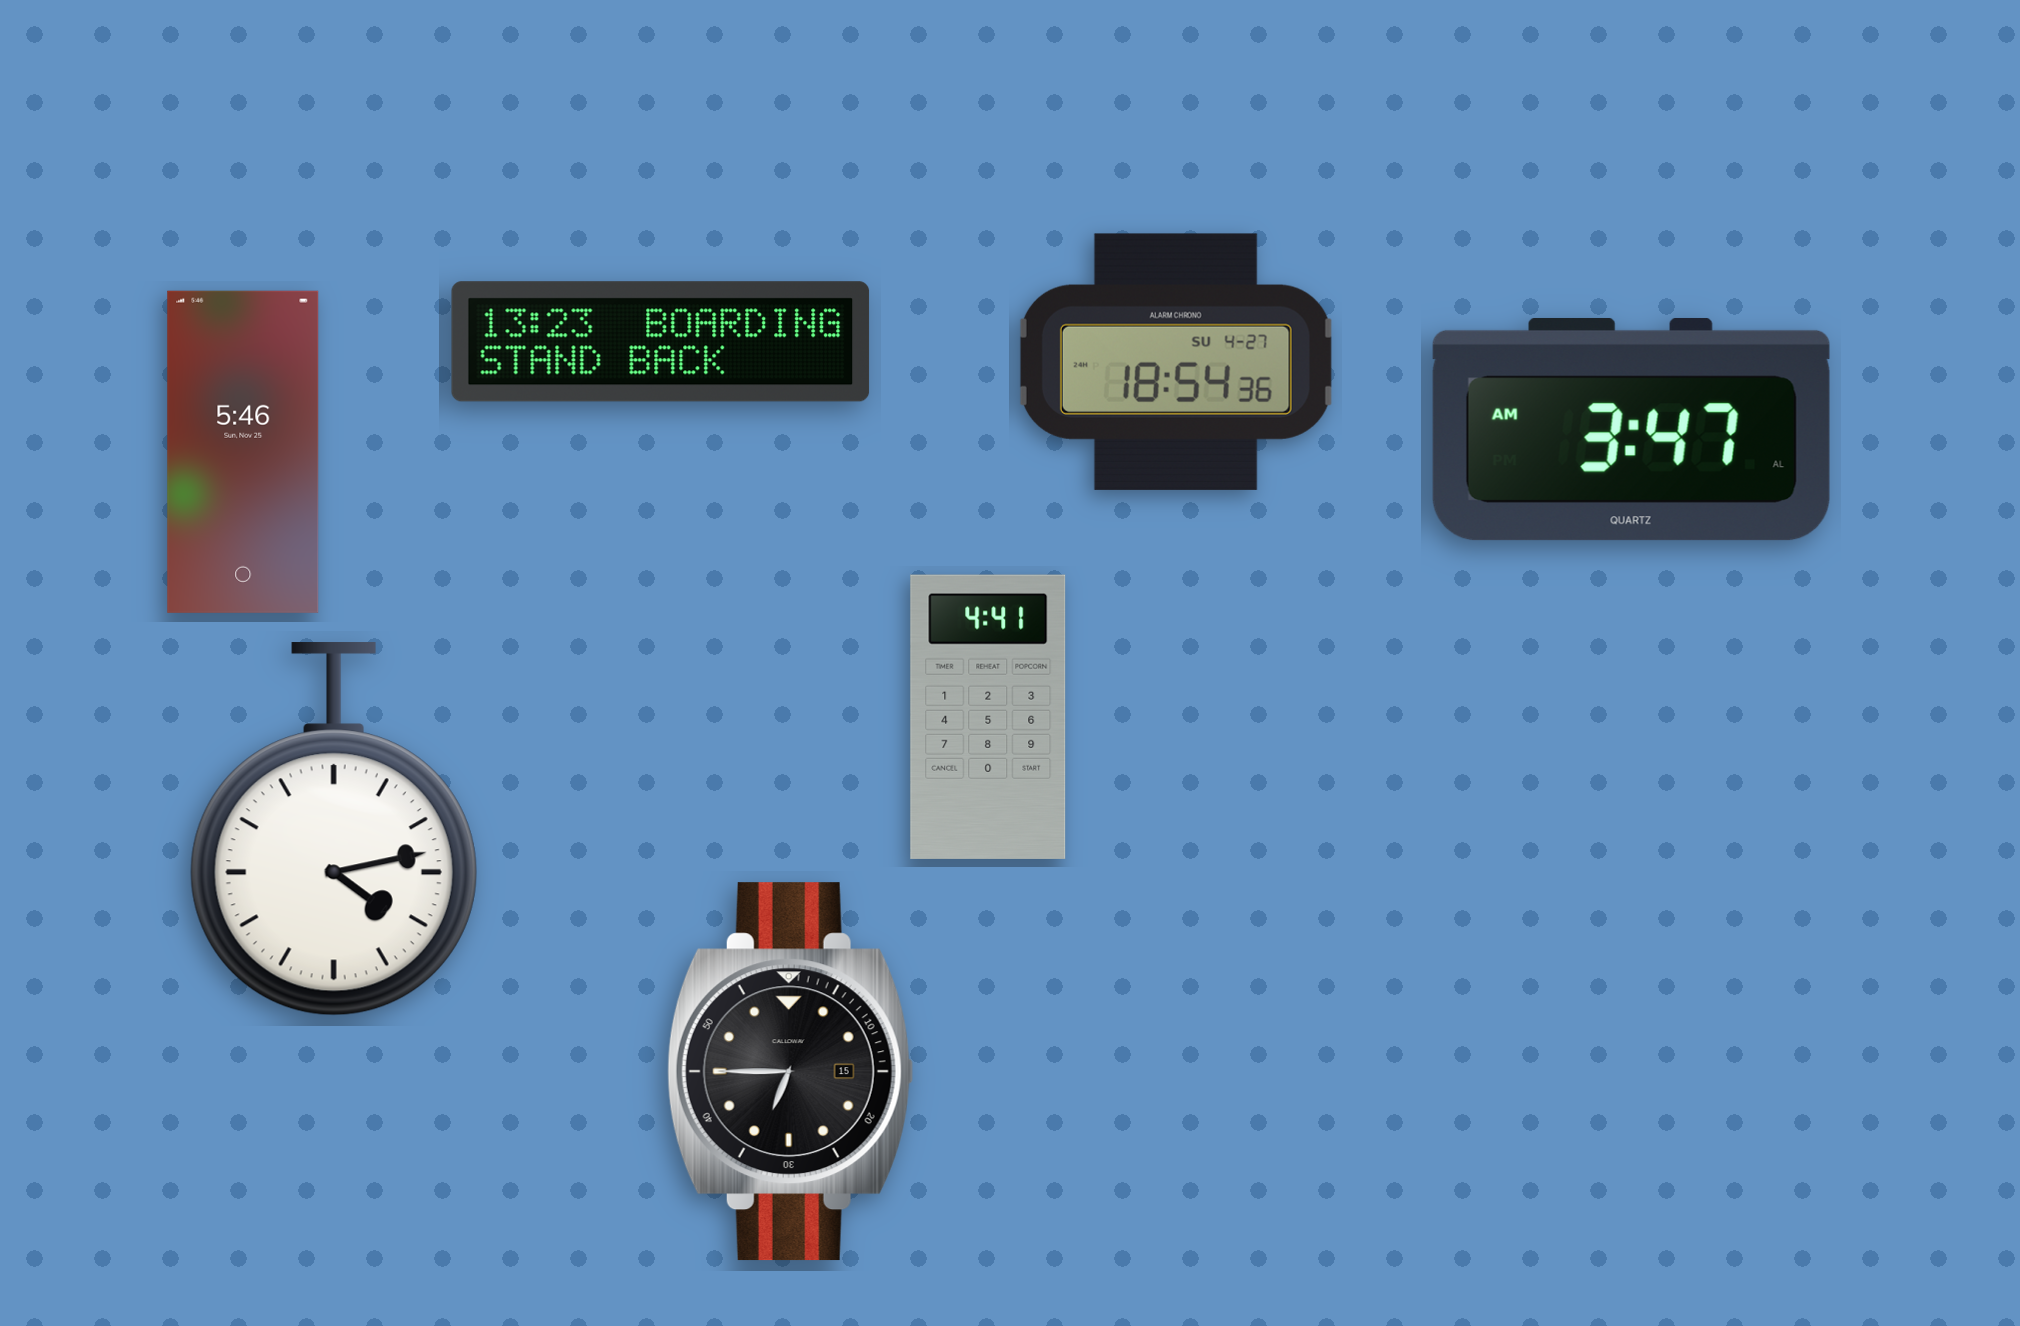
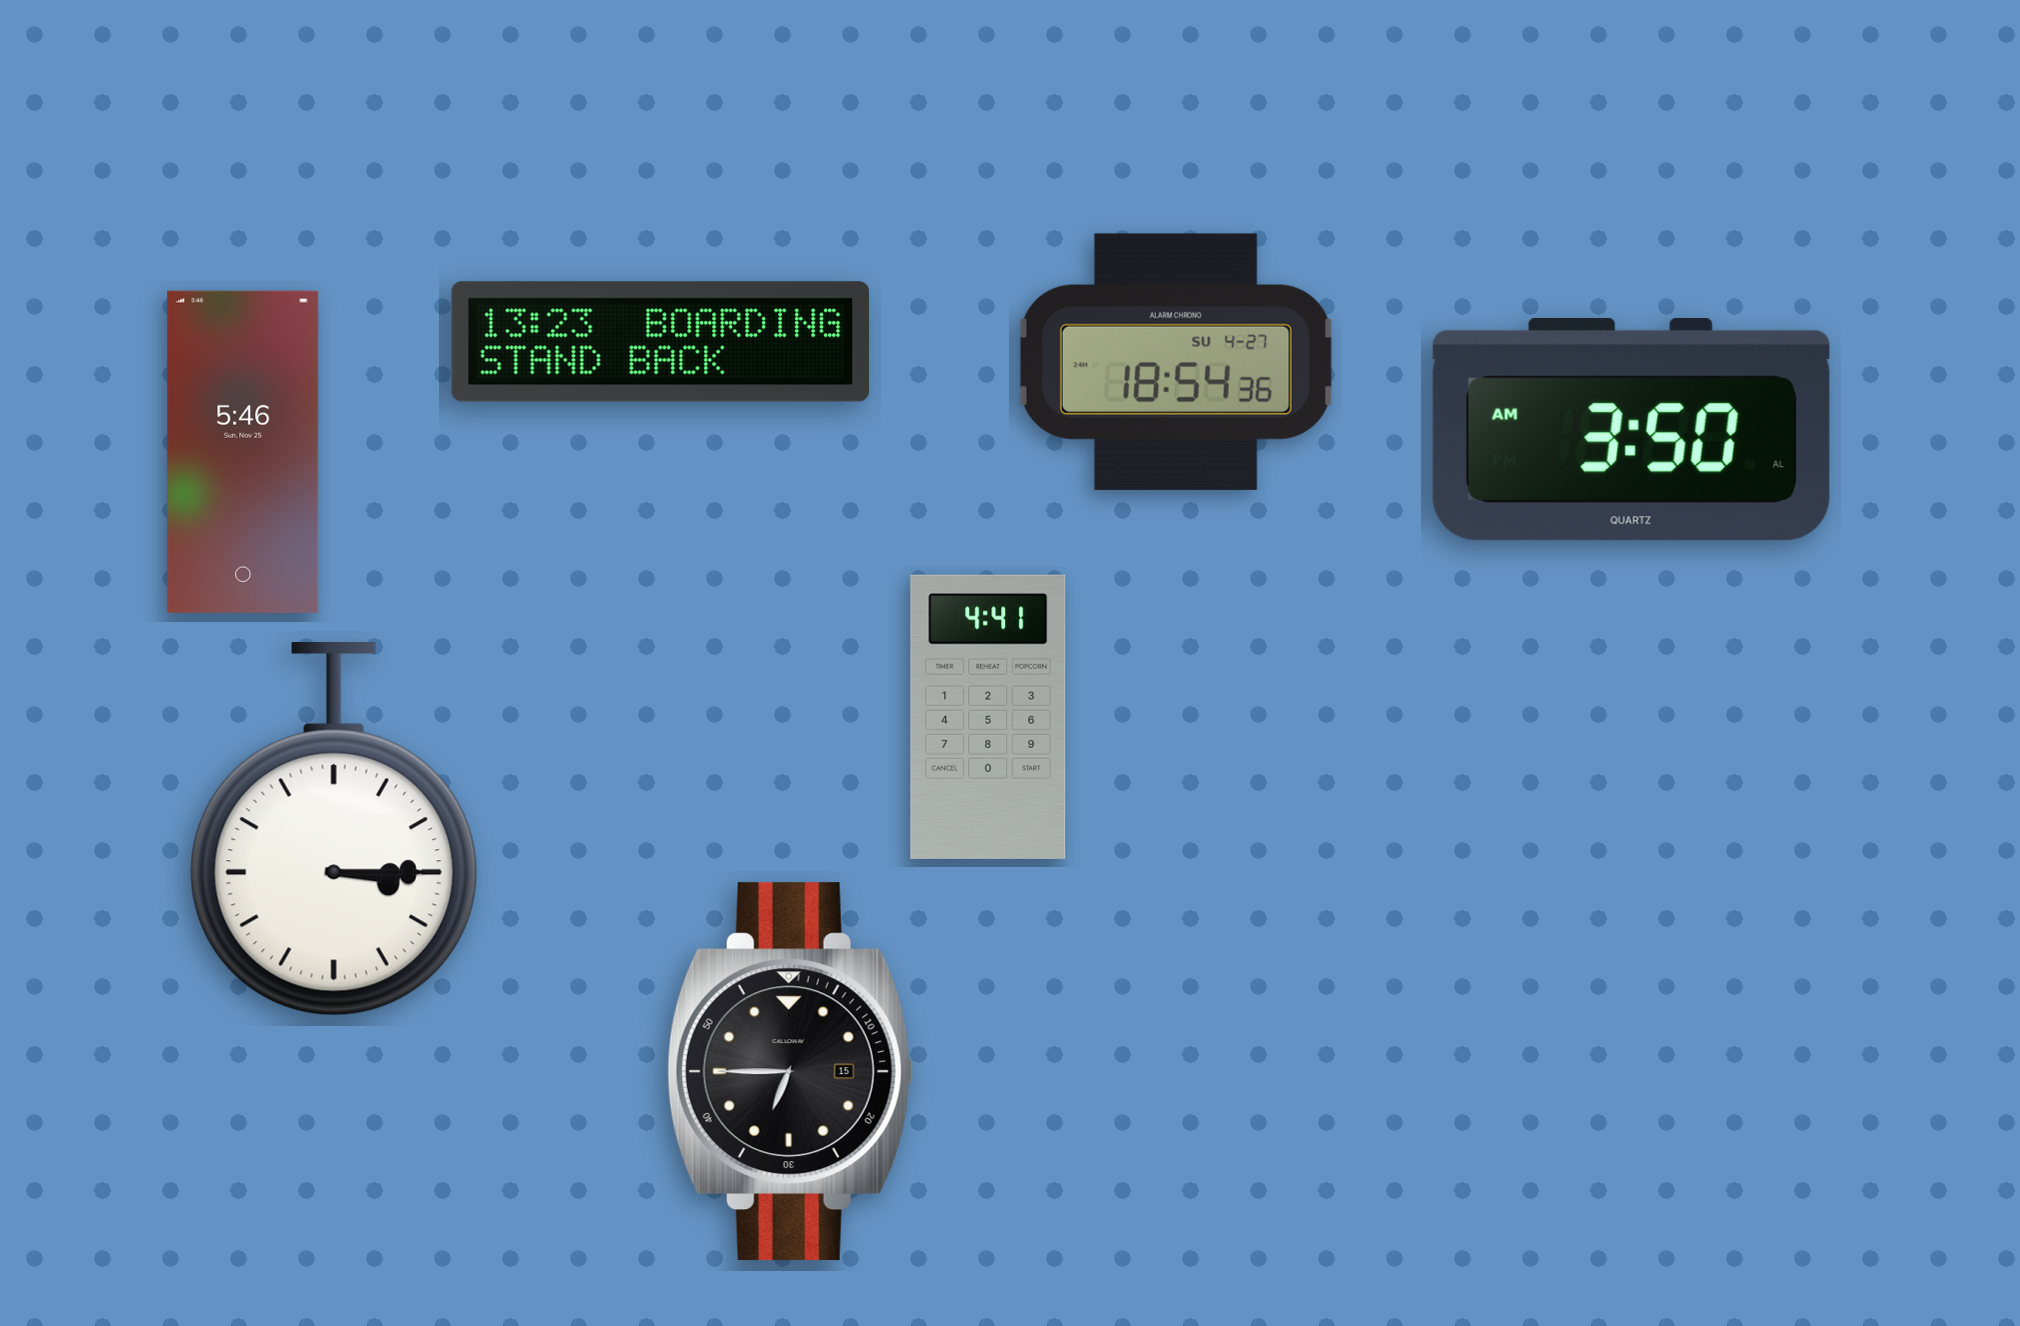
clock at (1631, 429): 3:47 -> 3:50
clock at (334, 829): 4:13 -> 3:15
